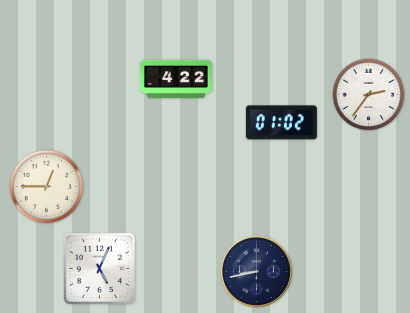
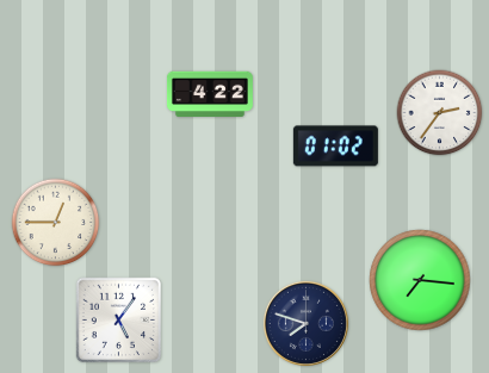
clock at (420, 280): none -> 7:16
clock at (99, 268): 5:04 -> 5:06
clock at (256, 271): 8:43 -> 7:48
